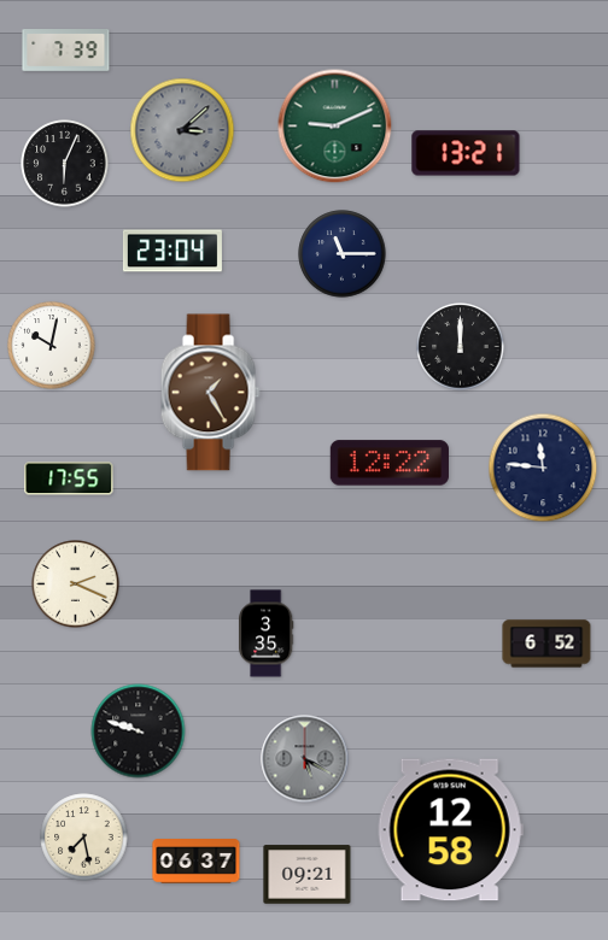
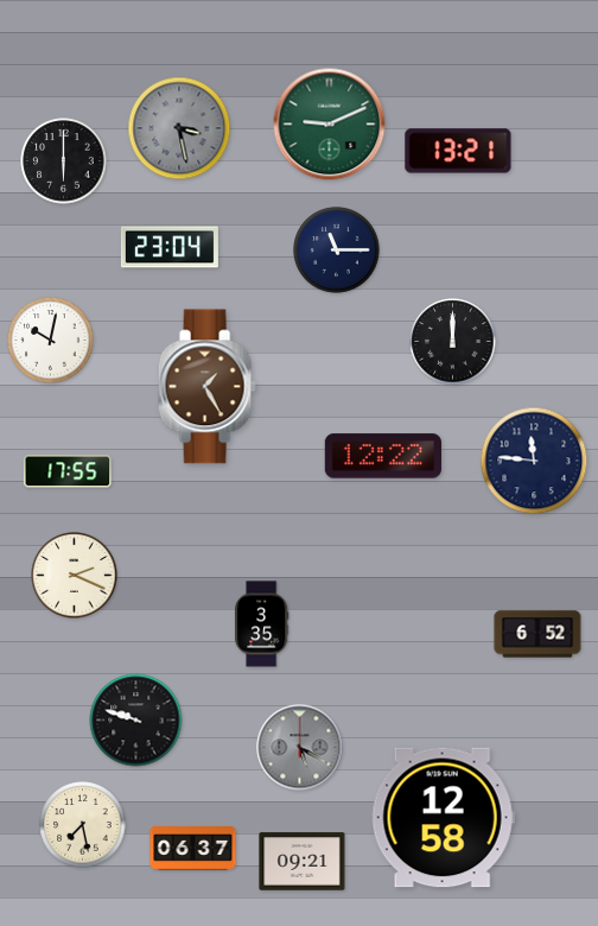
clock at (66, 51): 7:39 -> none
clock at (182, 130): 3:08 -> 3:28
clock at (65, 164): 6:04 -> 6:00
